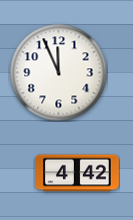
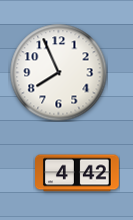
clock at (58, 72): 11:56 -> 7:56
